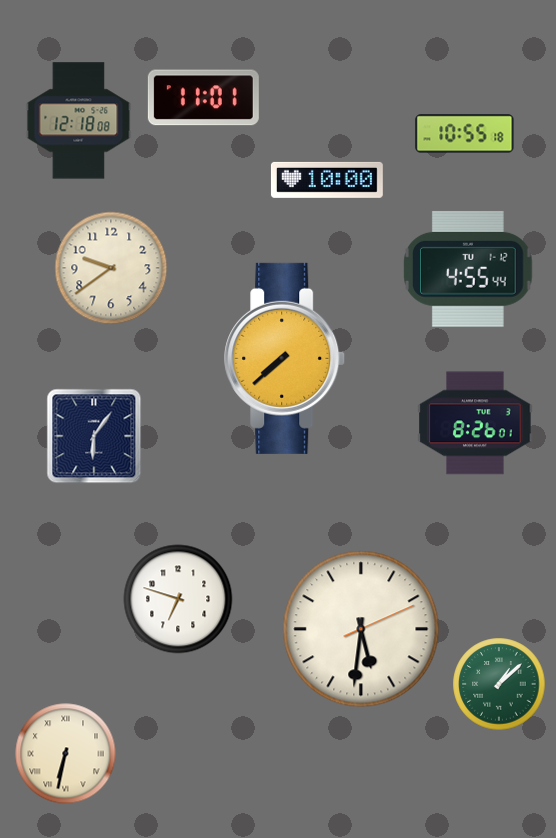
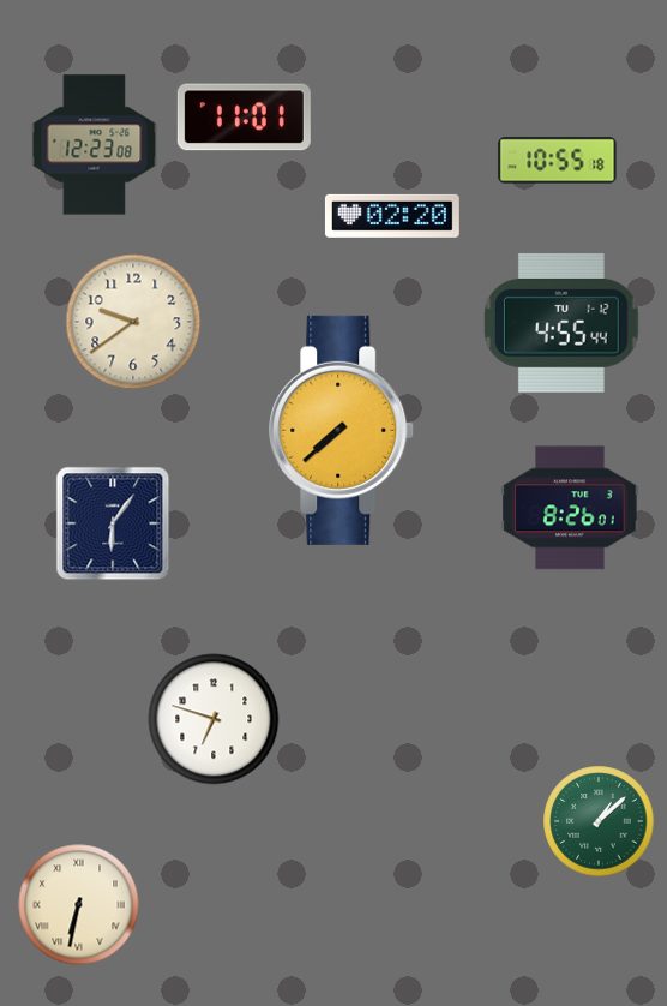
clock at (79, 121): 12:18 -> 12:23
clock at (327, 180): 10:00 -> 02:20
clock at (361, 629): 5:31 -> none
